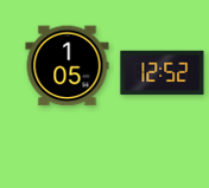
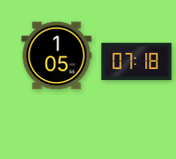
clock at (163, 73): 12:52 -> 07:18
